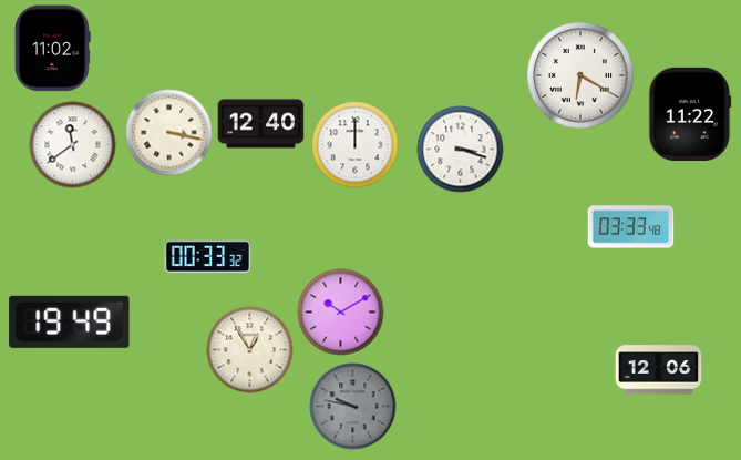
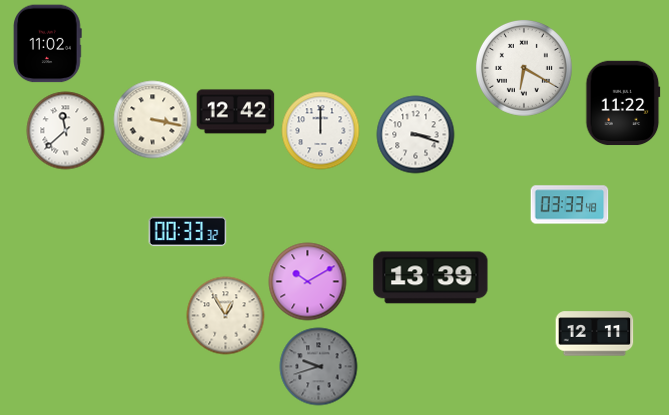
clock at (260, 124): 12:40 -> 12:42
clock at (72, 144): 11:39 -> 11:38
clock at (431, 278): none -> 13:39
clock at (70, 321): 19:49 -> none
clock at (658, 370): 12:06 -> 12:11
clock at (352, 406): 9:47 -> 9:42
